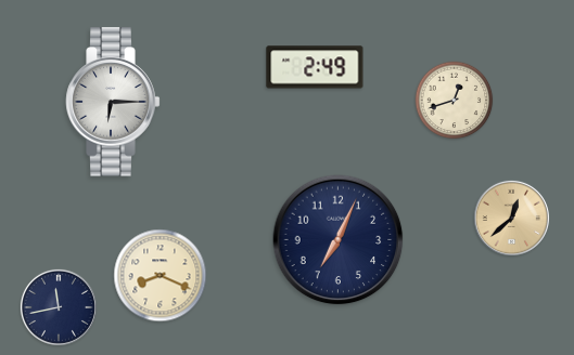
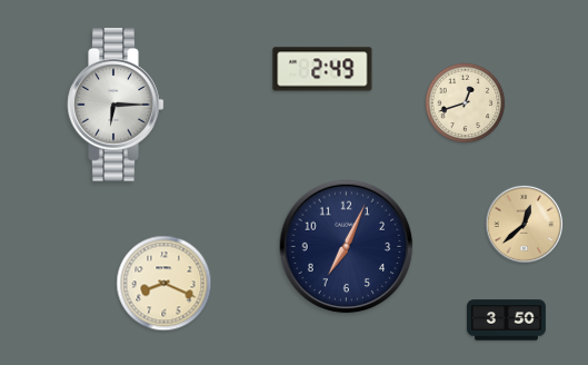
clock at (59, 307): 11:43 -> none
clock at (506, 320): none -> 3:50
